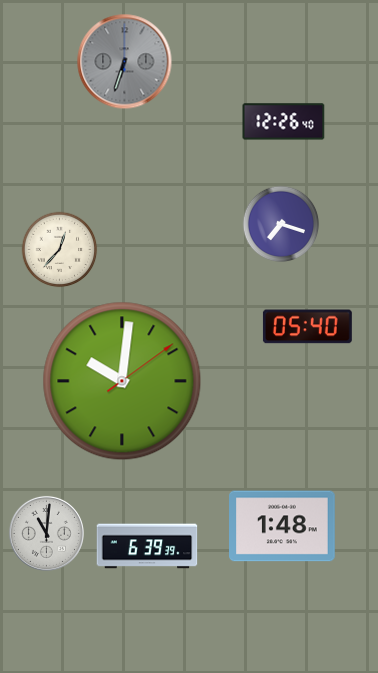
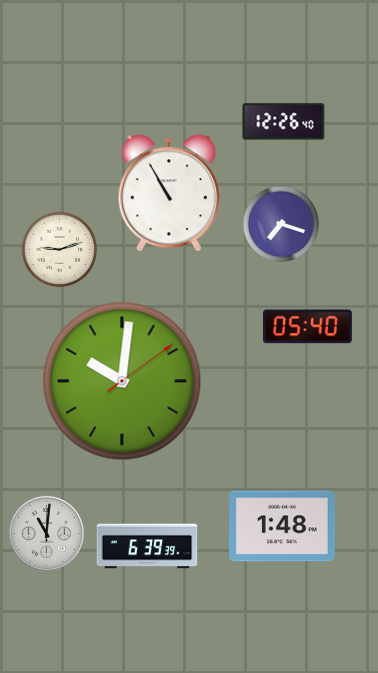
clock at (125, 62): 6:33 -> none
clock at (168, 193): none -> 10:55
clock at (60, 250): 12:37 -> 9:12
